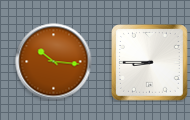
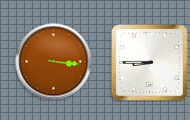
clock at (54, 62): 10:16 -> 3:16
